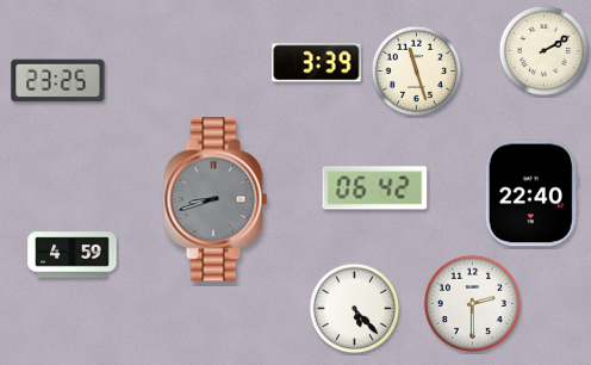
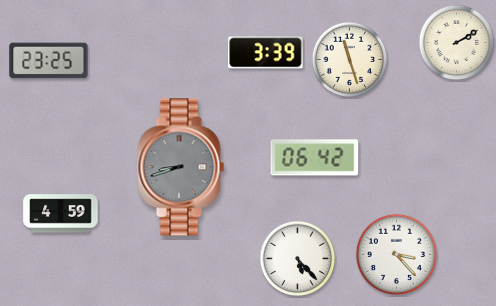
clock at (58, 81) position: (58, 81) -> (49, 61)
clock at (531, 193): 22:40 -> none
clock at (472, 303): 2:30 -> 3:23
